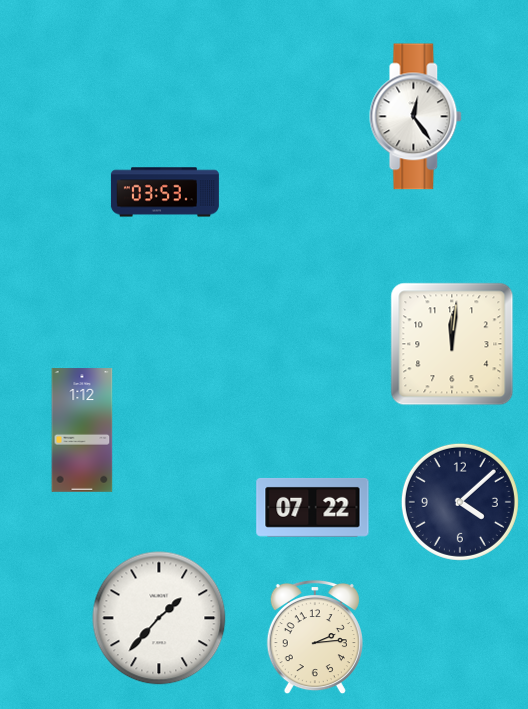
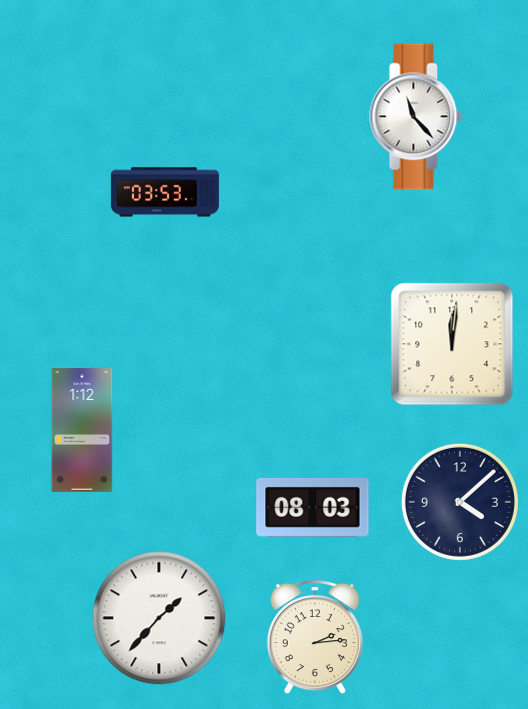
clock at (416, 117): 12:24 -> 11:23
clock at (313, 507): 07:22 -> 08:03
